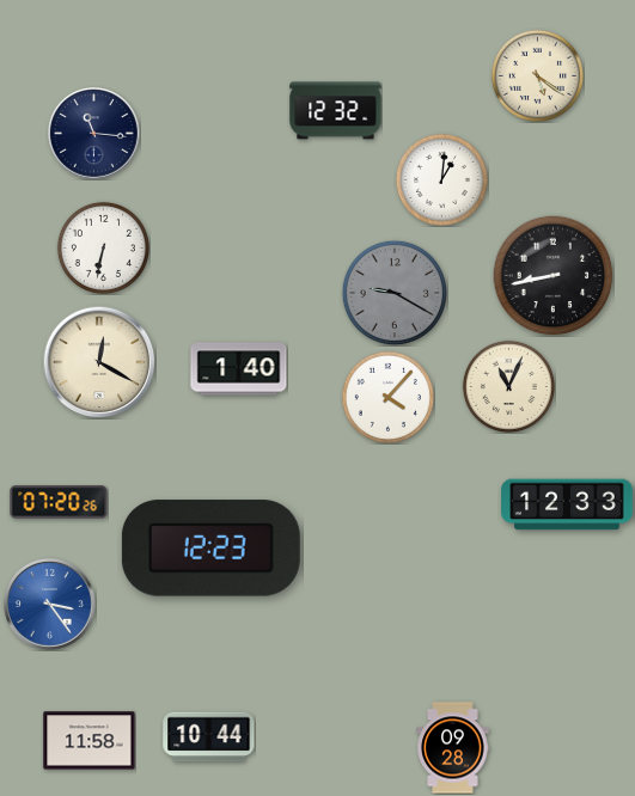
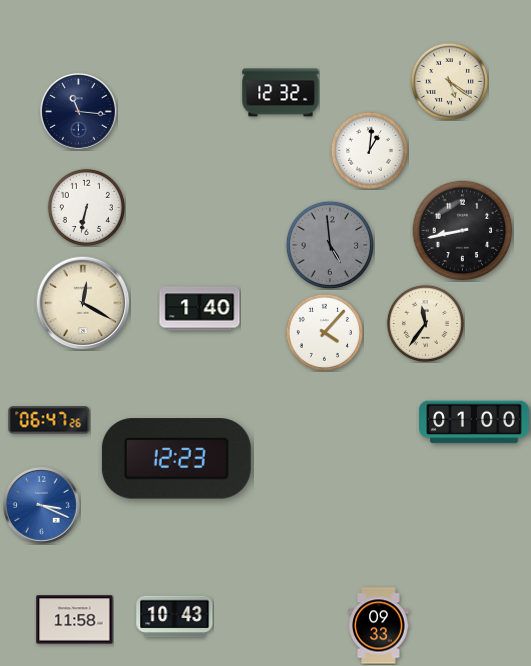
clock at (537, 75) position: (537, 75) -> (449, 81)
clock at (395, 293): 9:20 -> 4:59
clock at (508, 386): 11:04 -> 11:36
clock at (59, 502): 07:20 -> 06:47
clock at (567, 504): 12:33 -> 01:00
clock at (50, 605): 3:24 -> 3:19
clock at (209, 737): 10:44 -> 10:43
clock at (453, 748): 09:28 -> 09:33
